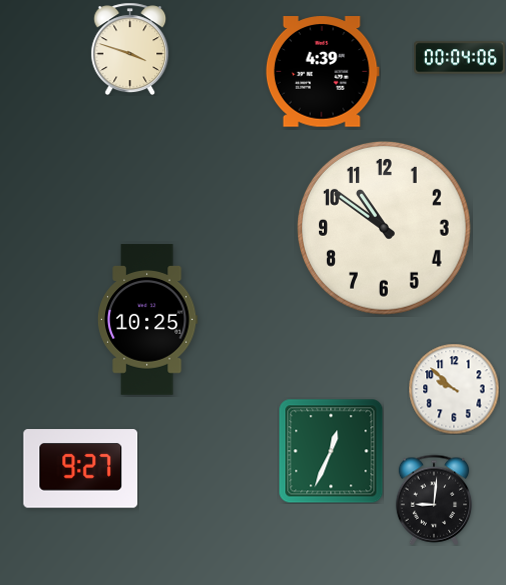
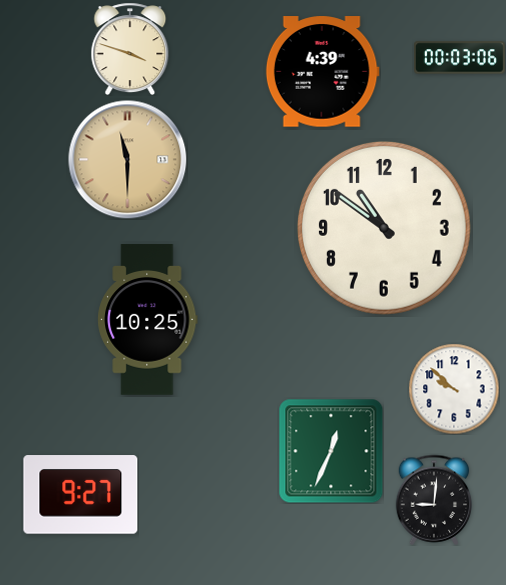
clock at (460, 58): 00:04 -> 00:03
clock at (128, 160): none -> 11:30
clock at (81, 469) position: (81, 469) -> (81, 495)
